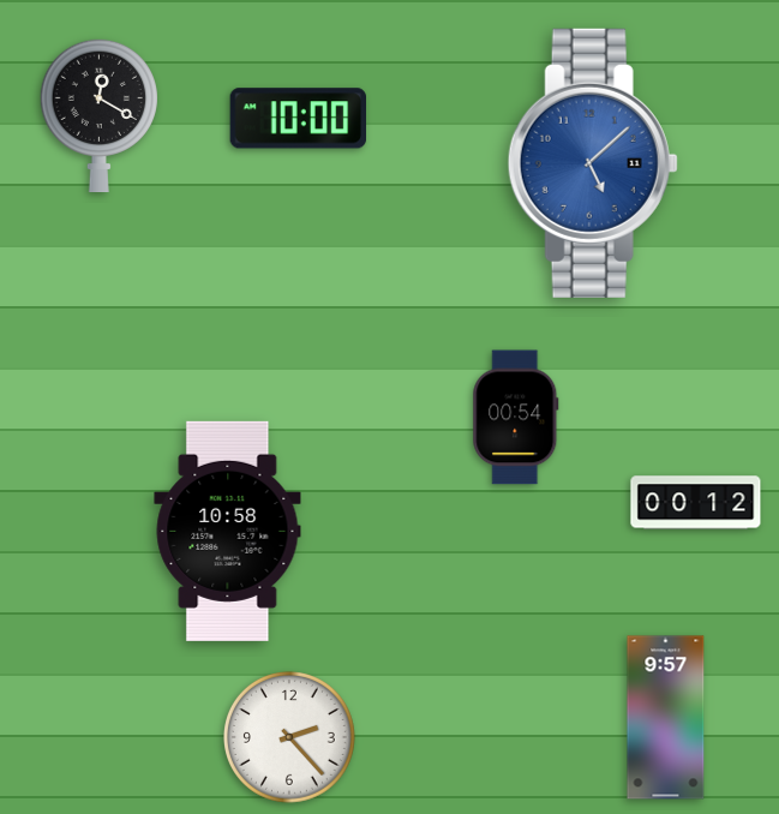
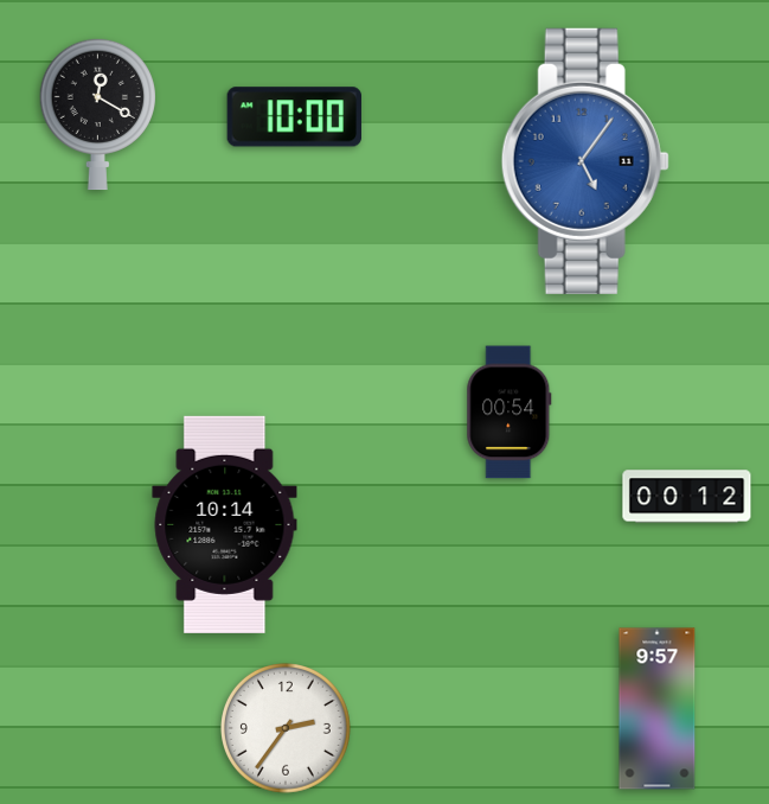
clock at (593, 163): 5:08 -> 5:06
clock at (228, 531): 10:58 -> 10:14
clock at (290, 738): 2:23 -> 2:36
